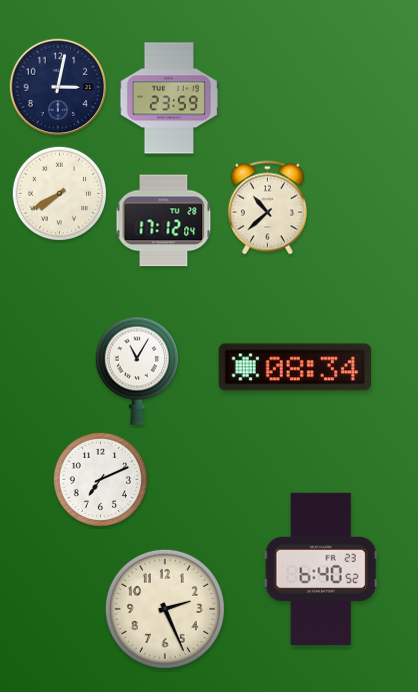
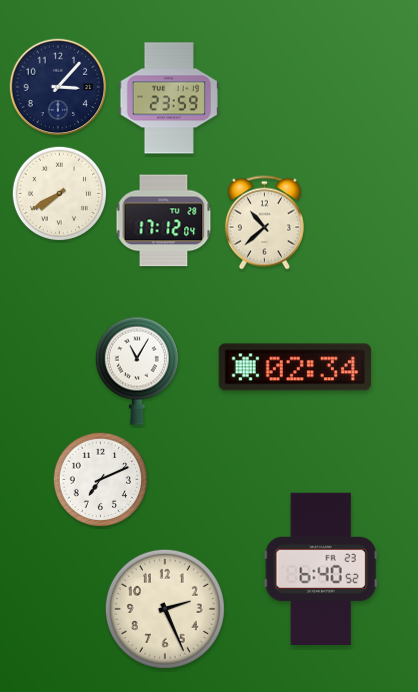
clock at (58, 87): 3:02 -> 3:07
clock at (267, 208) position: (267, 208) -> (264, 223)
clock at (295, 367): 08:34 -> 02:34
